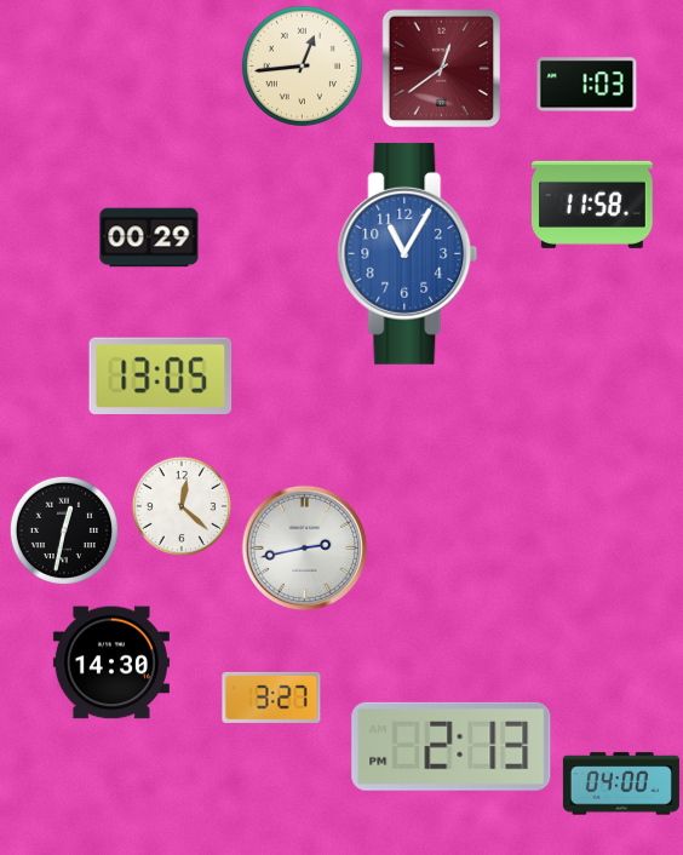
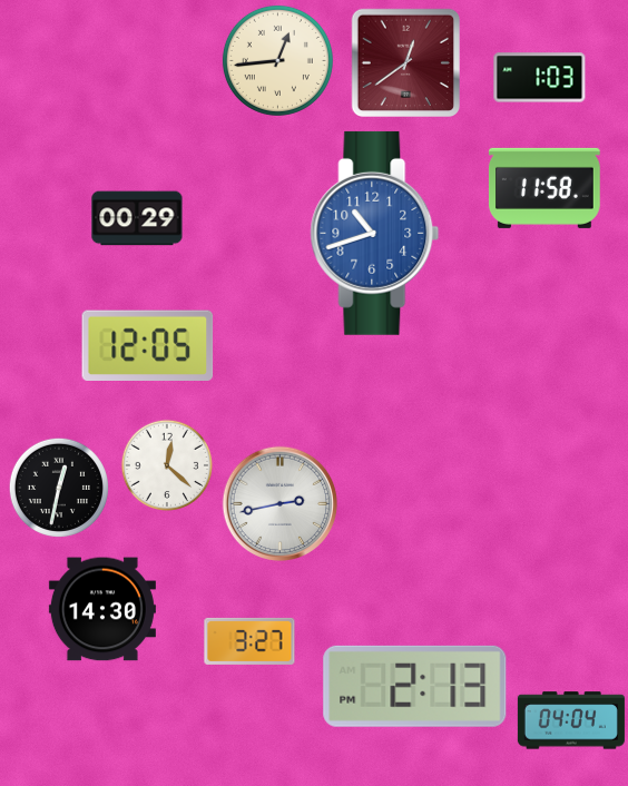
clock at (408, 253): 11:05 -> 10:42
clock at (161, 375): 13:05 -> 12:05
clock at (621, 784): 04:00 -> 04:04
